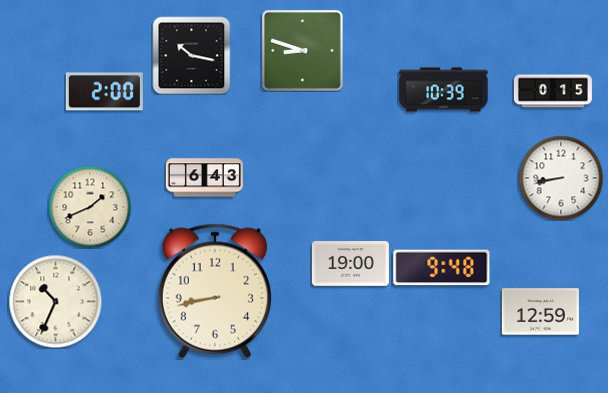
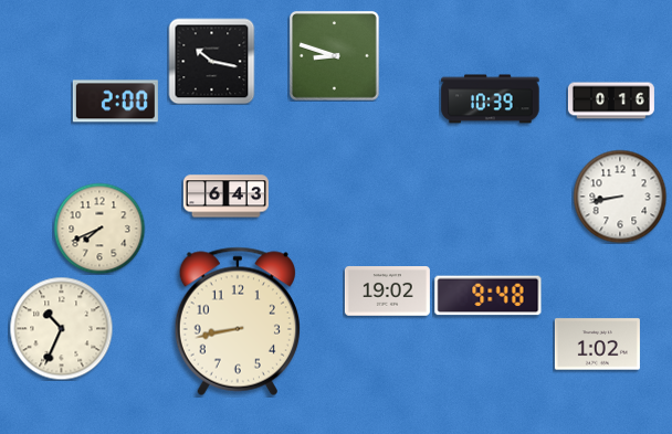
clock at (553, 91): 0:15 -> 0:16
clock at (90, 207): 1:41 -> 7:41
clock at (350, 264): 19:00 -> 19:02
clock at (55, 301) position: (55, 301) -> (61, 328)
clock at (540, 312): 12:59 -> 1:02
